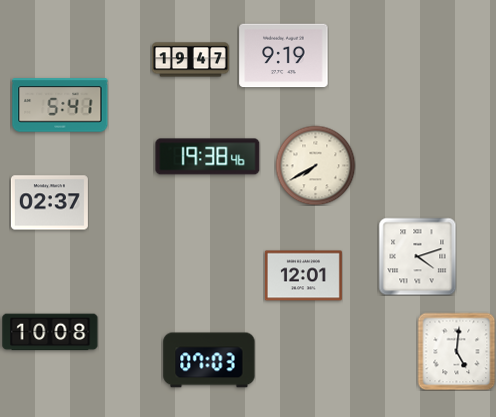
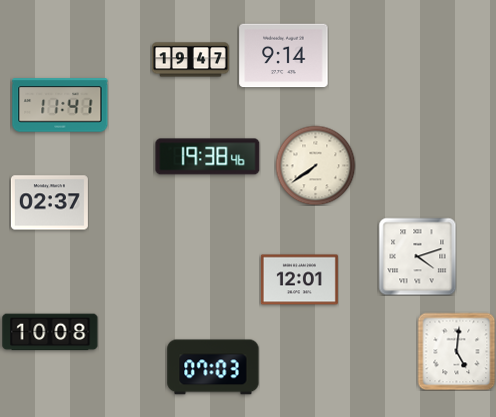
clock at (284, 56): 9:19 -> 9:14
clock at (60, 105): 5:41 -> 11:41
clock at (315, 165): 7:40 -> 7:39
clock at (303, 276) position: (303, 276) -> (299, 280)
clock at (209, 360) position: (209, 360) -> (213, 367)
